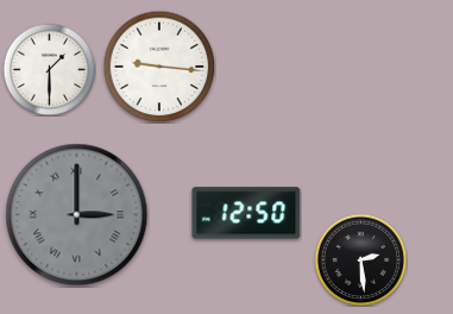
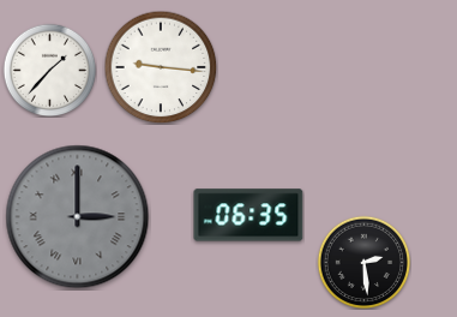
clock at (49, 69): 1:30 -> 1:37
clock at (246, 213): 12:50 -> 06:35
